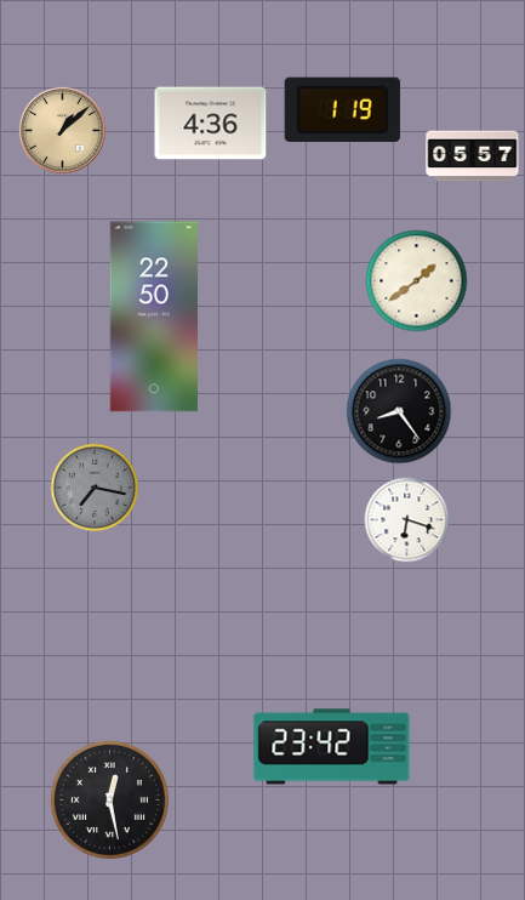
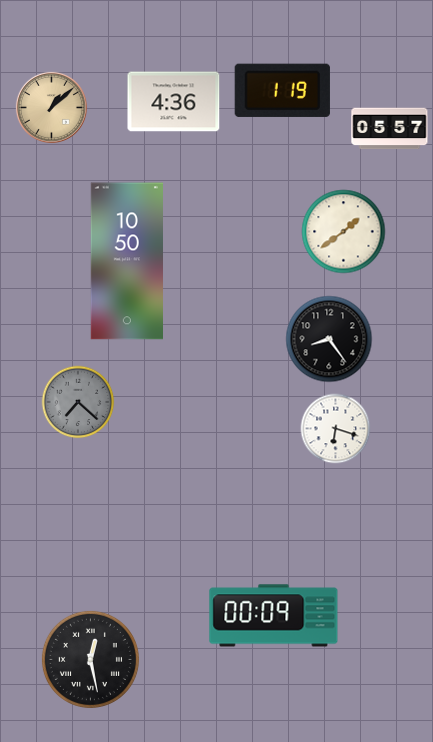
clock at (153, 317): 22:50 -> 10:50
clock at (95, 488): 7:17 -> 7:22
clock at (332, 747): 23:42 -> 00:09
